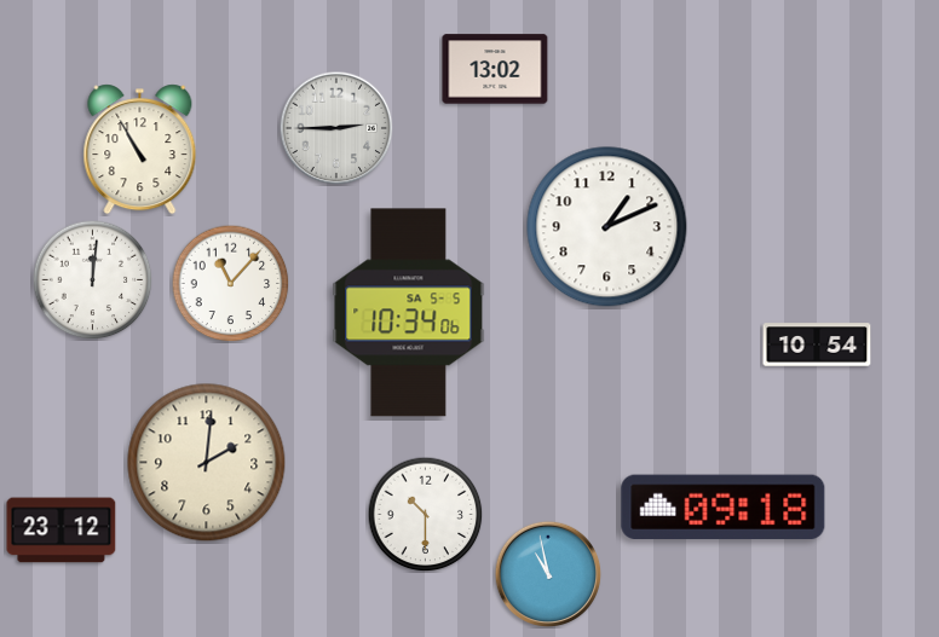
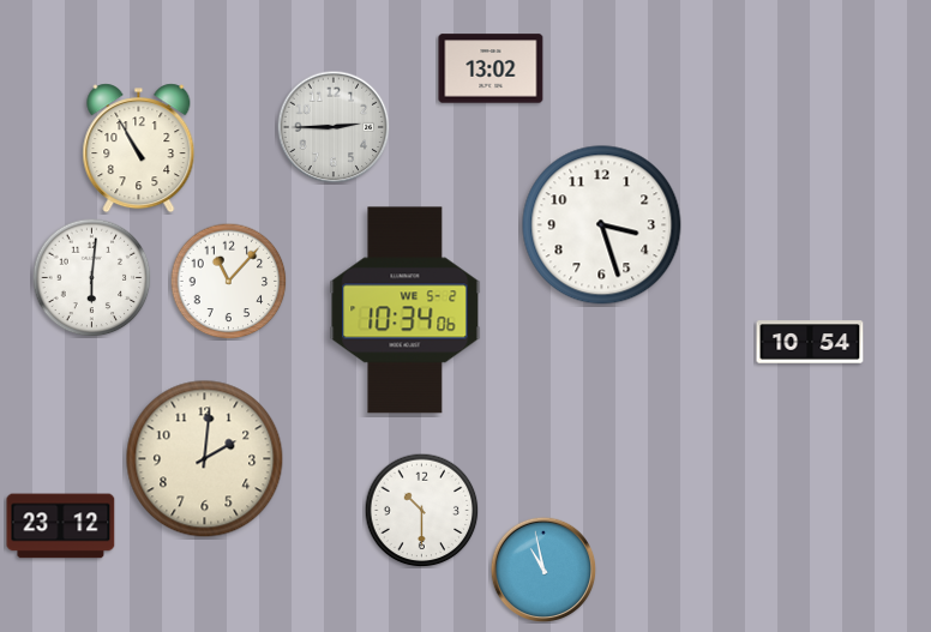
clock at (607, 227): 1:11 -> 3:27
clock at (93, 280): 12:01 -> 6:01
clock at (409, 313) date: SA 5-5 -> WE 5-2
clock at (724, 506): 09:18 -> none
